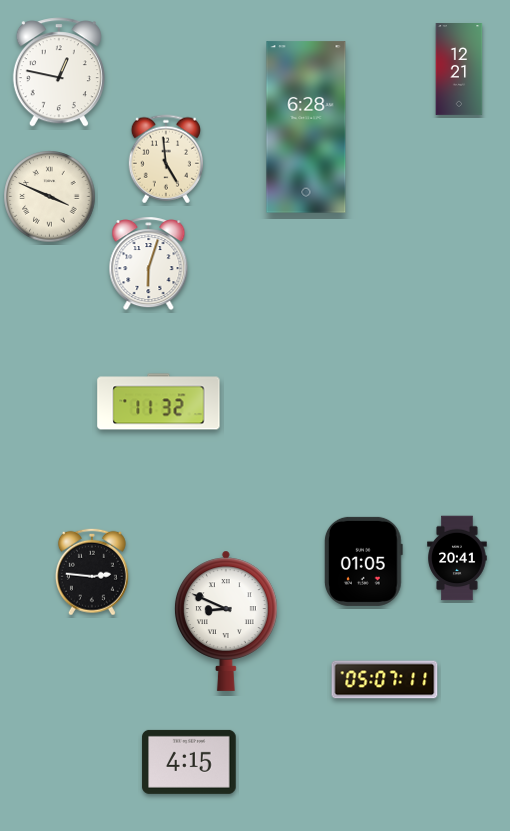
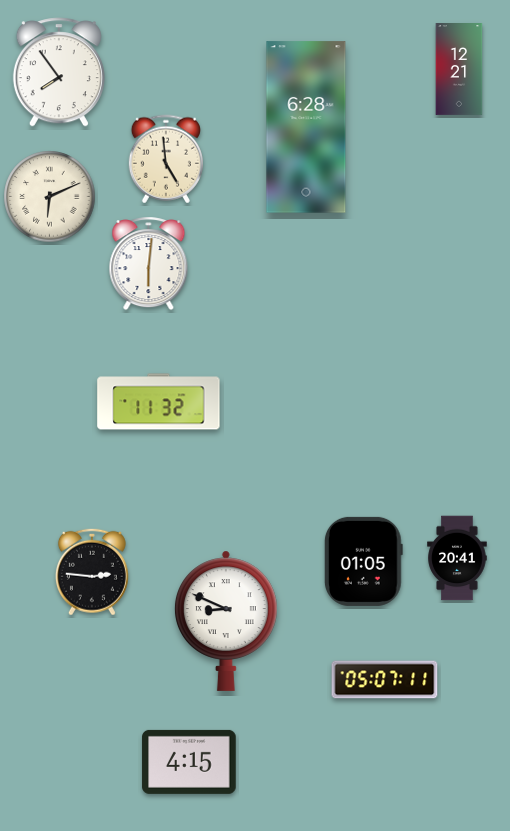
clock at (59, 72): 12:47 -> 7:54
clock at (50, 197): 3:49 -> 6:11
clock at (149, 264): 6:03 -> 6:01
